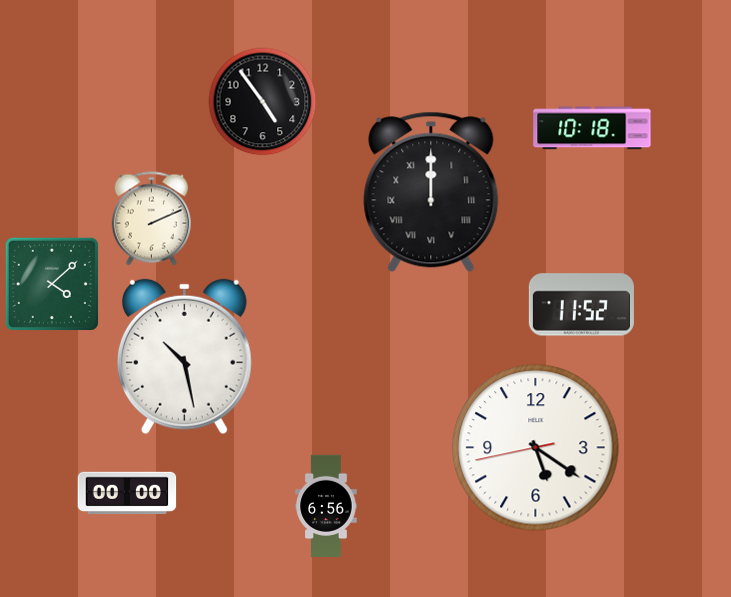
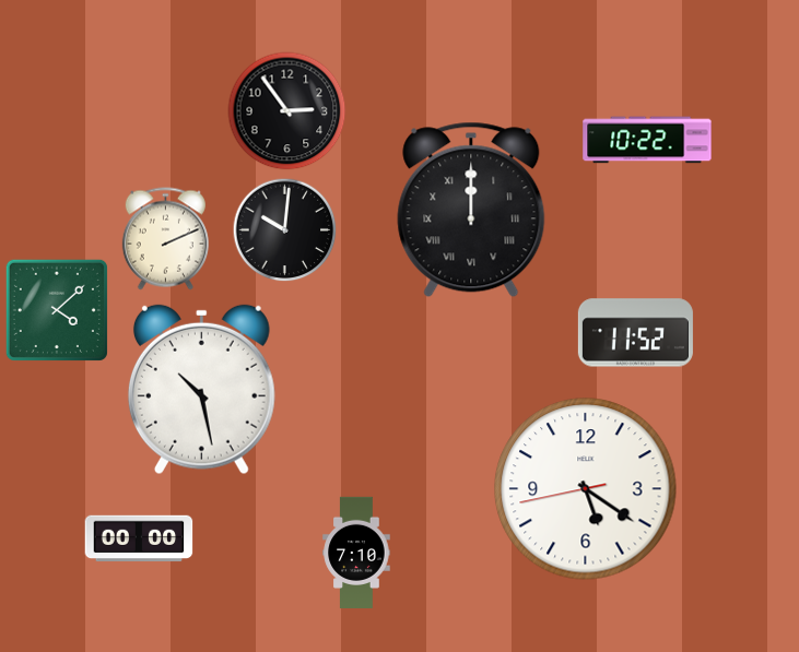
clock at (263, 102): 4:54 -> 2:54
clock at (592, 128): 10:18 -> 10:22
clock at (284, 229): none -> 10:01
clock at (326, 506): 6:56 -> 7:10
